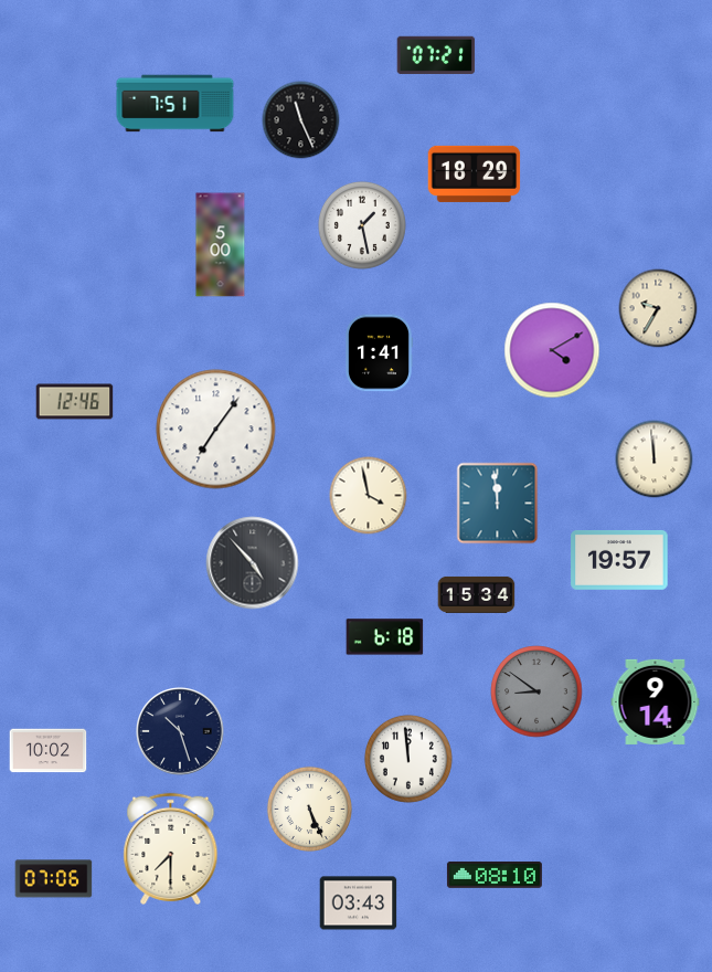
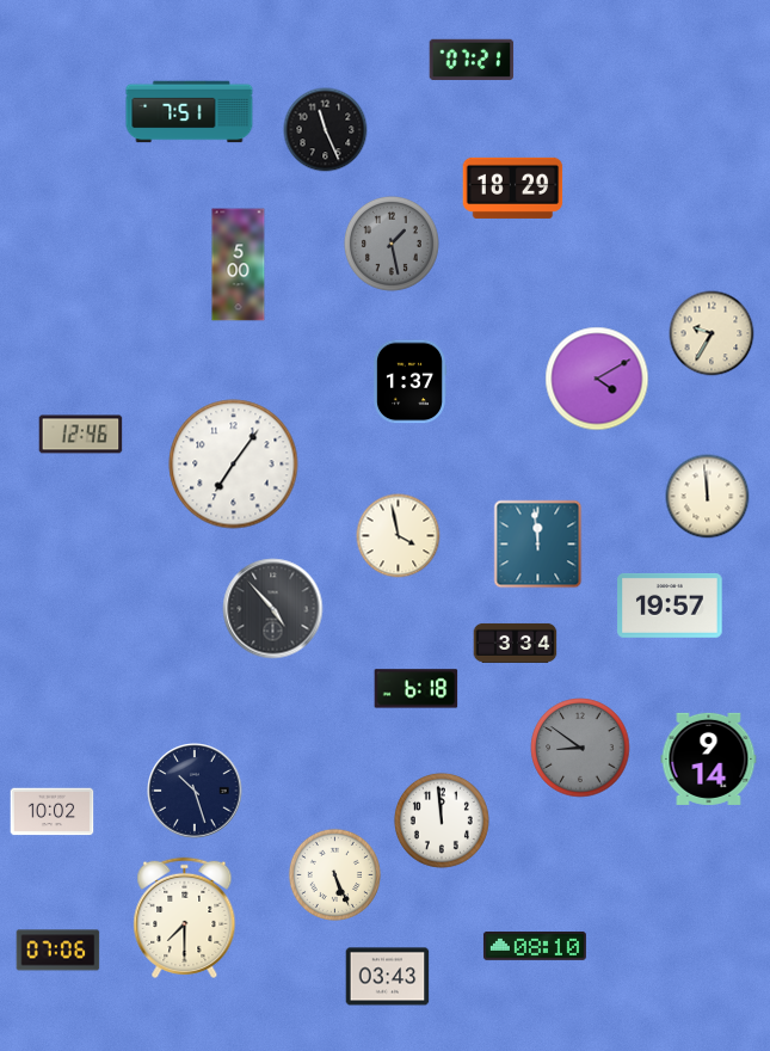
clock at (362, 225) dial: white -> grey
clock at (379, 353): 1:41 -> 1:37
clock at (477, 594): 15:34 -> 3:34
